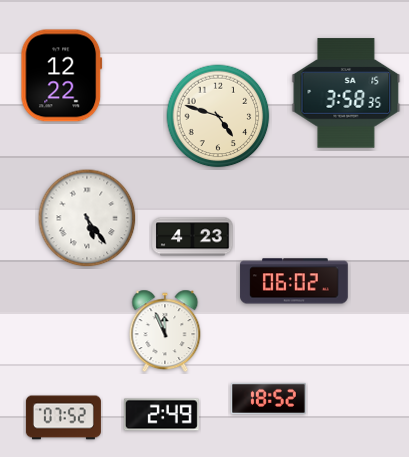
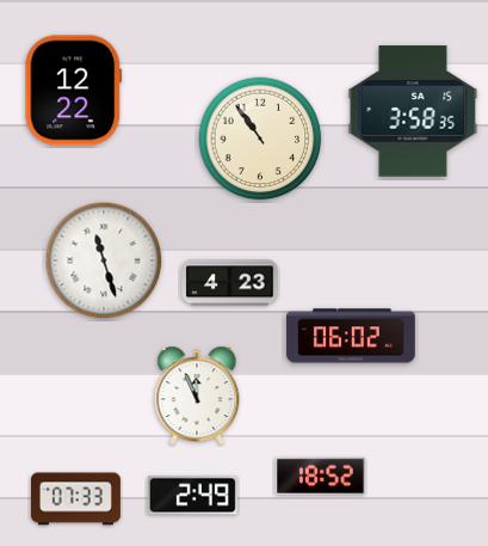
clock at (218, 116): 4:48 -> 10:54
clock at (87, 218): 5:24 -> 11:27
clock at (63, 418): 07:52 -> 07:33
